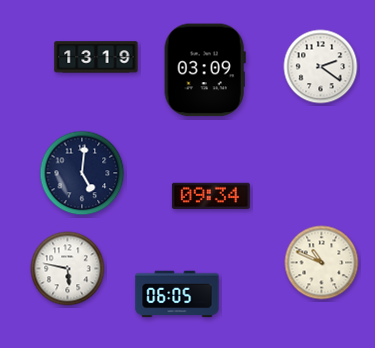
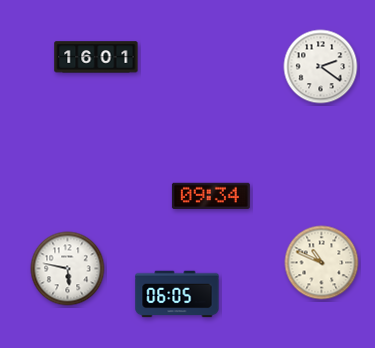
clock at (96, 57): 13:19 -> 16:01
clock at (205, 70): 03:09 -> none
clock at (82, 173): 5:01 -> none
